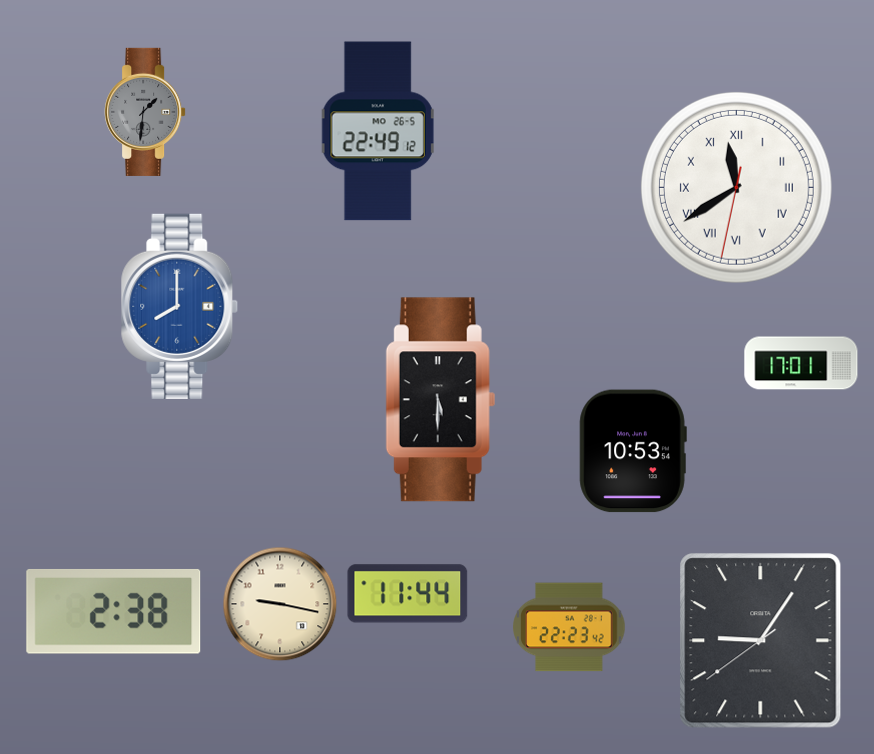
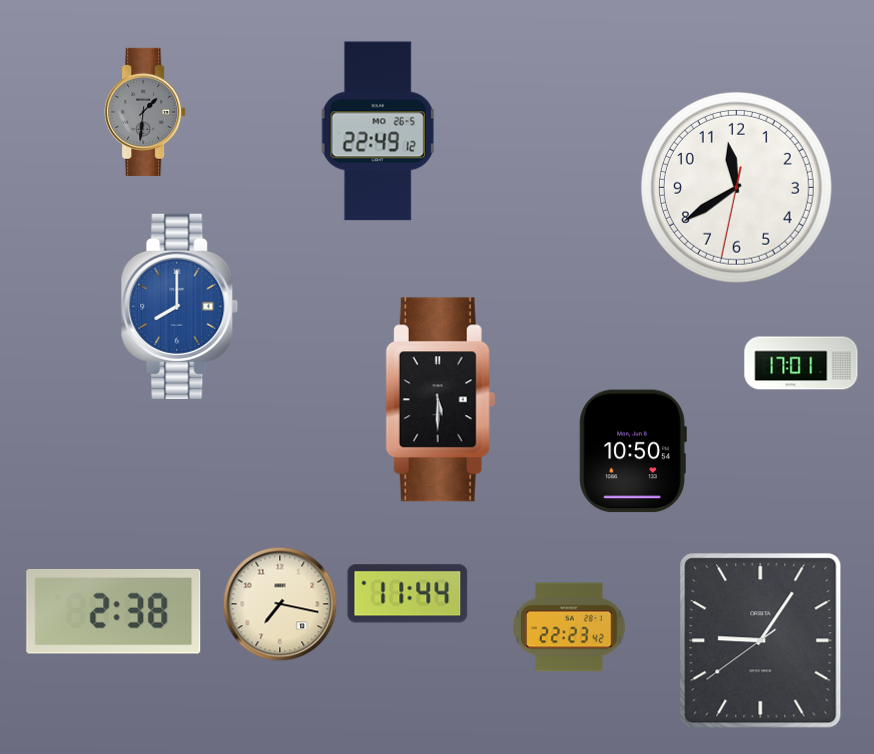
clock at (736, 187) numerals: Roman -> Arabic
clock at (633, 451): 10:53 -> 10:50
clock at (280, 604): 9:17 -> 7:17
